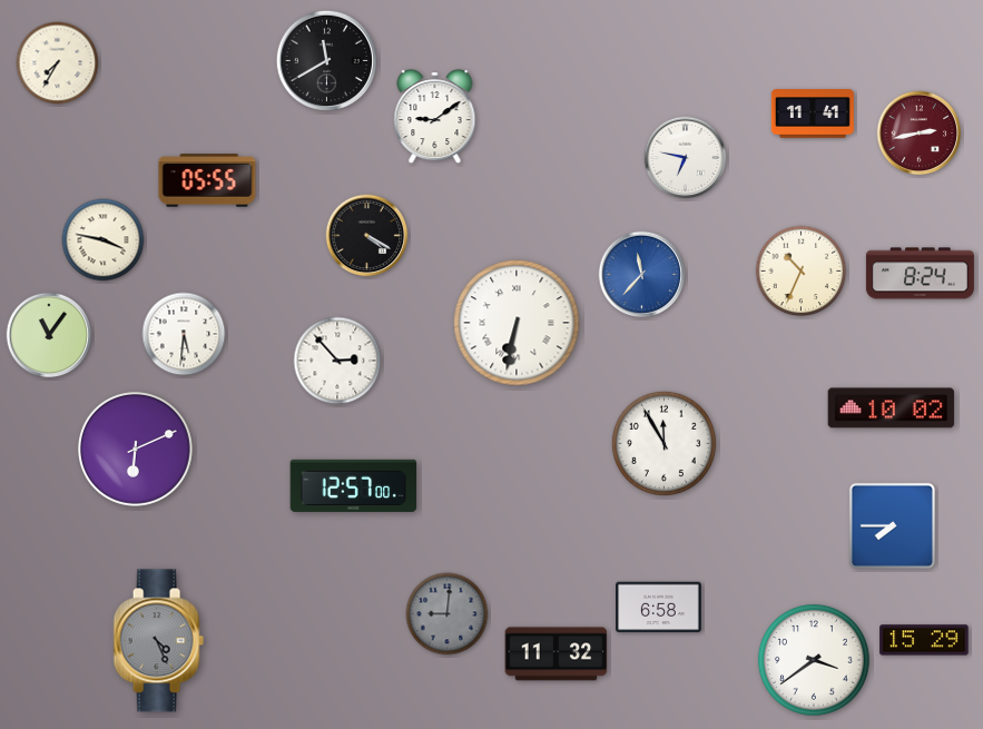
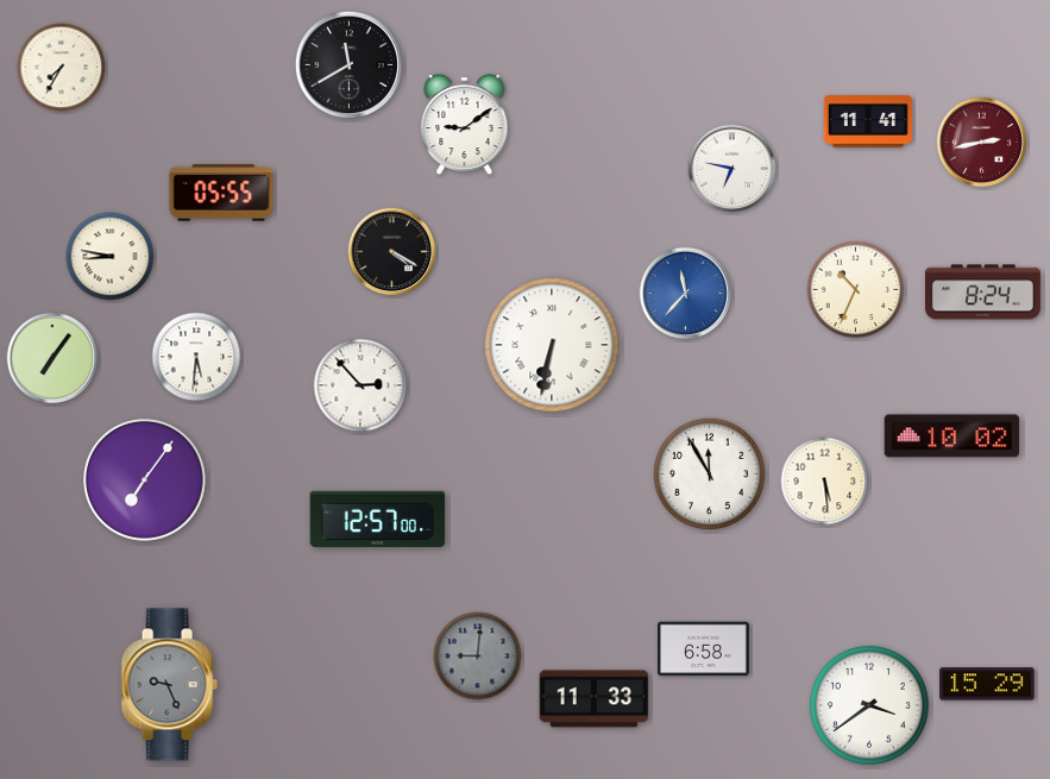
clock at (104, 240): 3:47 -> 8:47
clock at (49, 335): 11:06 -> 7:06
clock at (136, 450): 6:11 -> 7:06
clock at (825, 482): none -> 5:29
clock at (892, 525): 7:45 -> none
clock at (158, 641): 4:26 -> 9:26
clock at (557, 654): 11:32 -> 11:33
